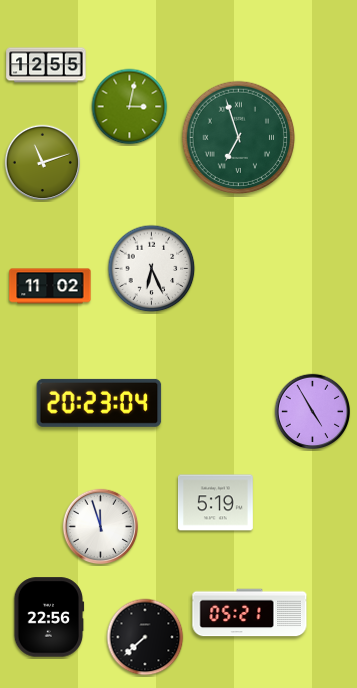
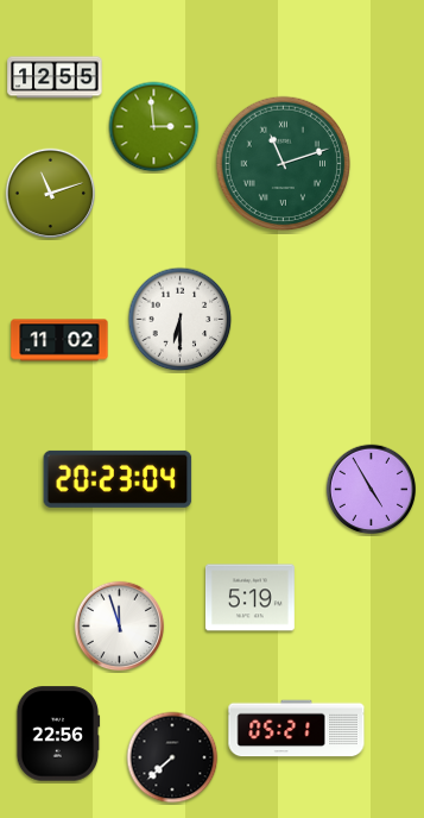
clock at (130, 107): 3:02 -> 2:59
clock at (239, 138): 6:57 -> 11:12
clock at (152, 269): 6:26 -> 6:30
clock at (215, 503) position: (215, 503) -> (249, 598)
